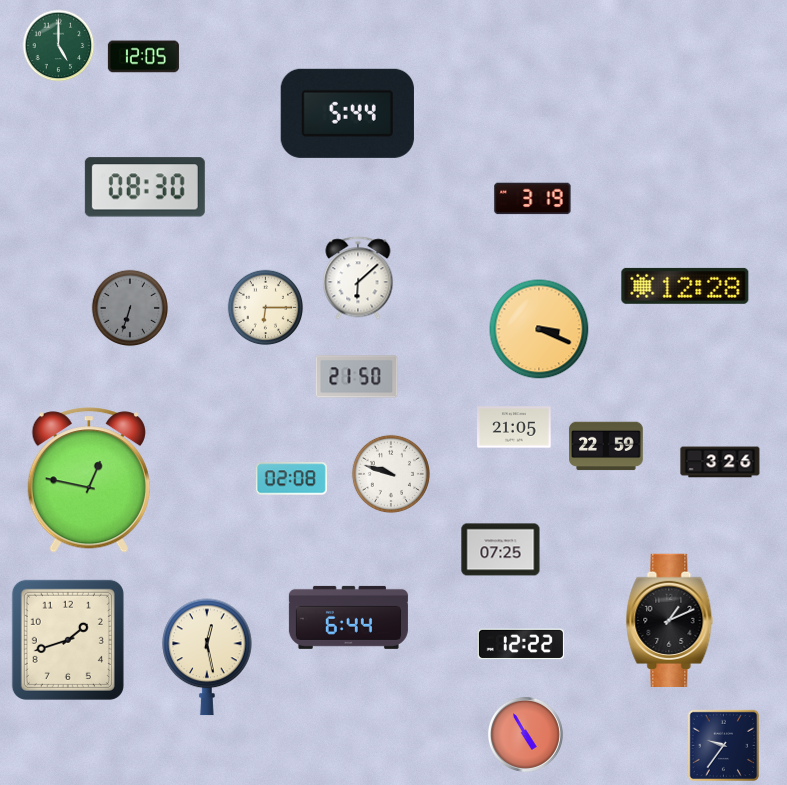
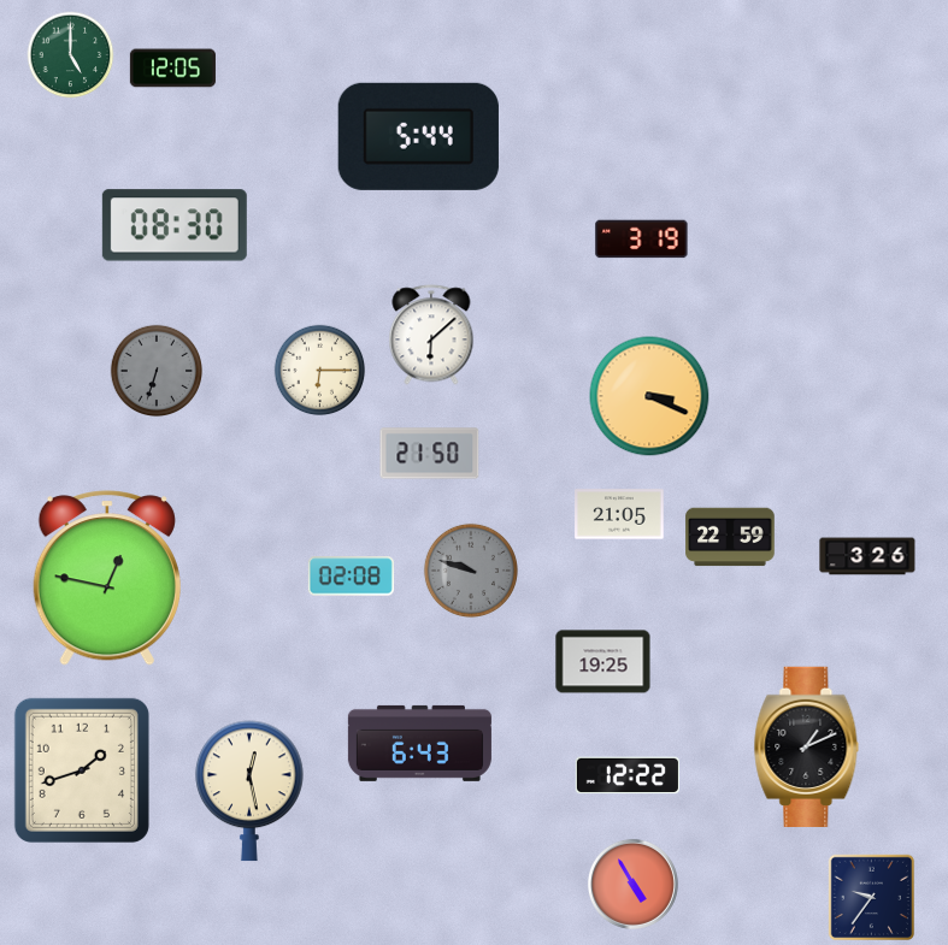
clock at (685, 286): 12:28 -> none
clock at (391, 474) dial: white -> grey
clock at (501, 550): 07:25 -> 19:25
clock at (348, 617): 6:44 -> 6:43
